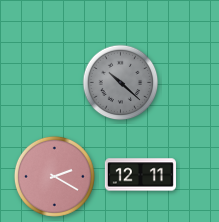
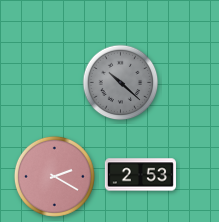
clock at (140, 175): 12:11 -> 2:53
